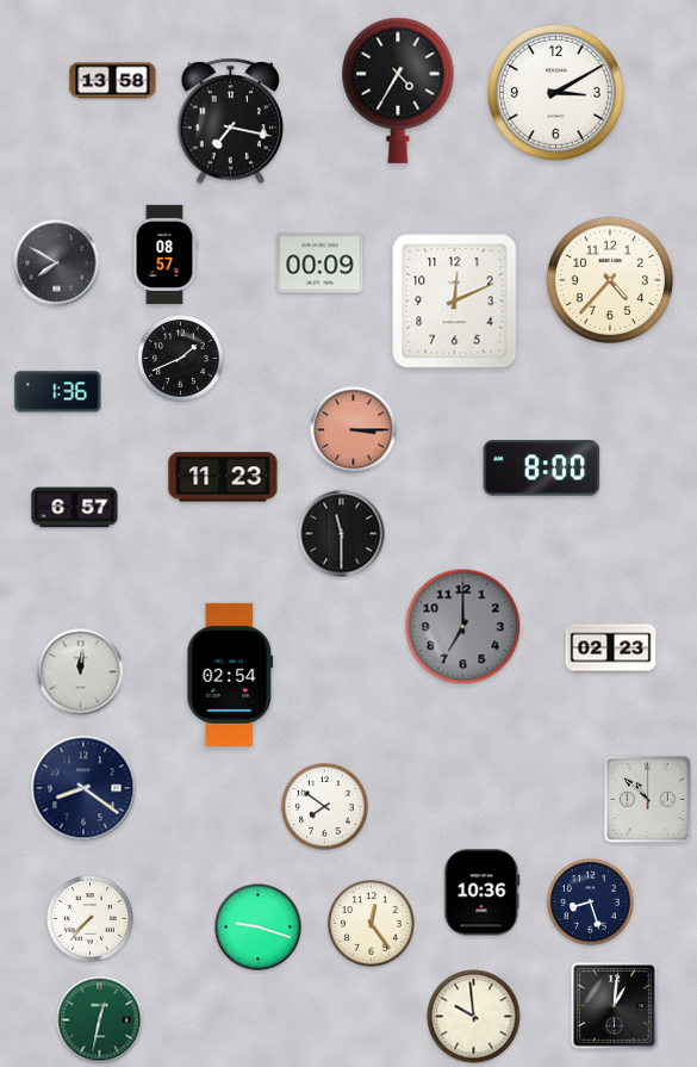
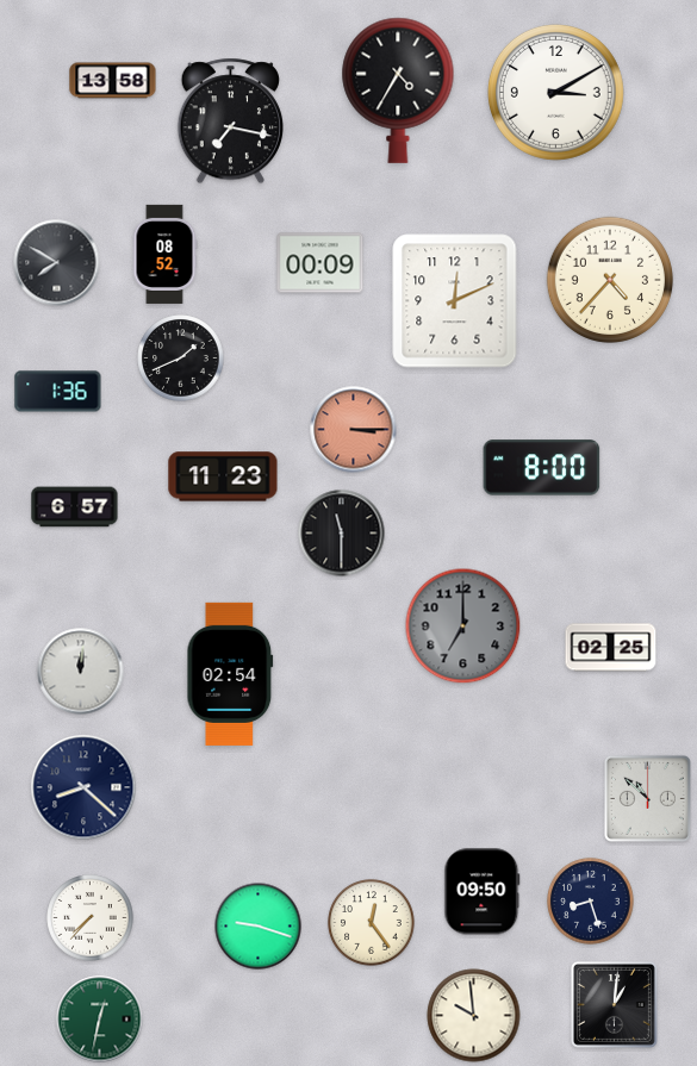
clock at (164, 254): 08:57 -> 08:52
clock at (611, 649): 02:23 -> 02:25
clock at (83, 788): 8:21 -> 8:22
clock at (325, 807): 7:51 -> none
clock at (483, 893): 10:36 -> 09:50
